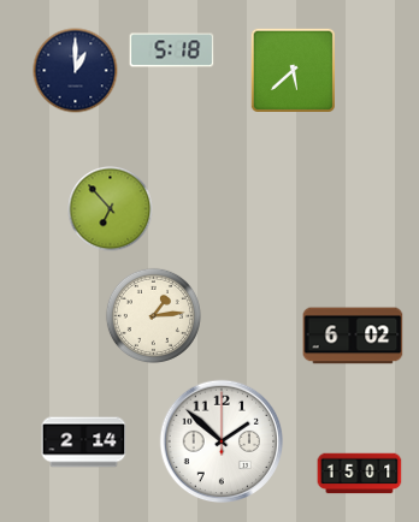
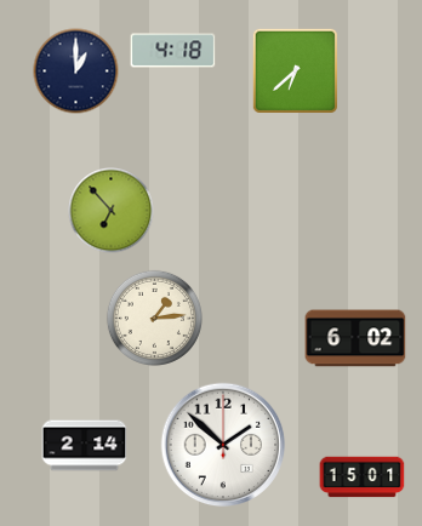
clock at (172, 51): 5:18 -> 4:18
clock at (293, 70): 5:38 -> 6:38
